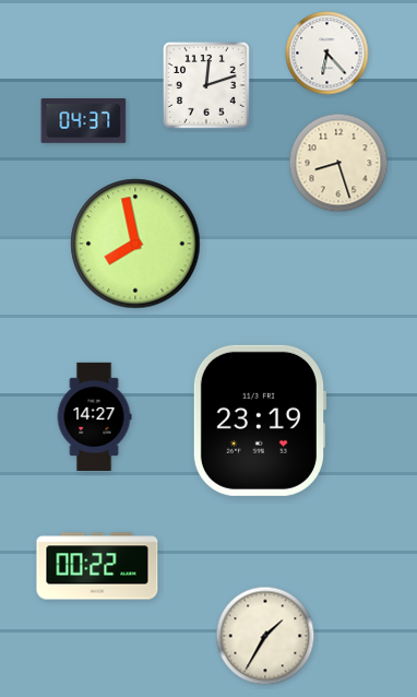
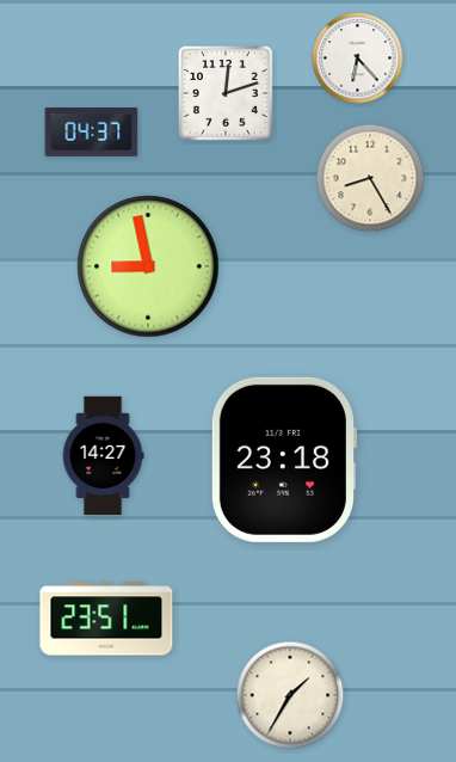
clock at (338, 163): 8:27 -> 8:25
clock at (135, 244): 7:58 -> 8:58
clock at (259, 421): 23:19 -> 23:18
clock at (97, 566): 00:22 -> 23:51
